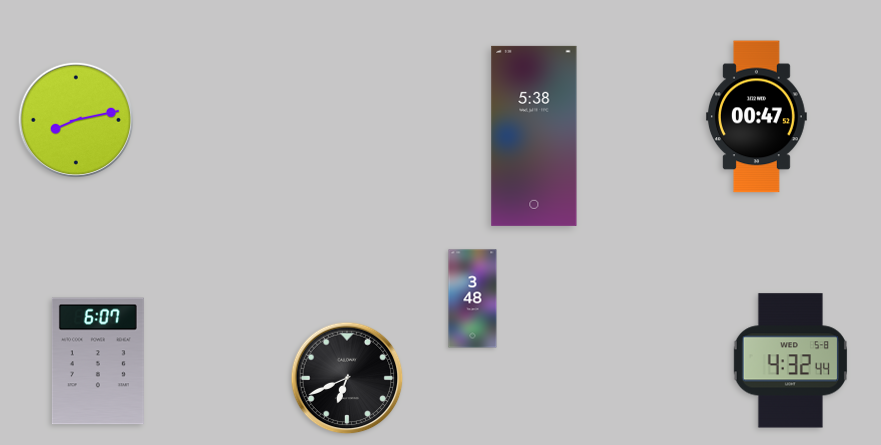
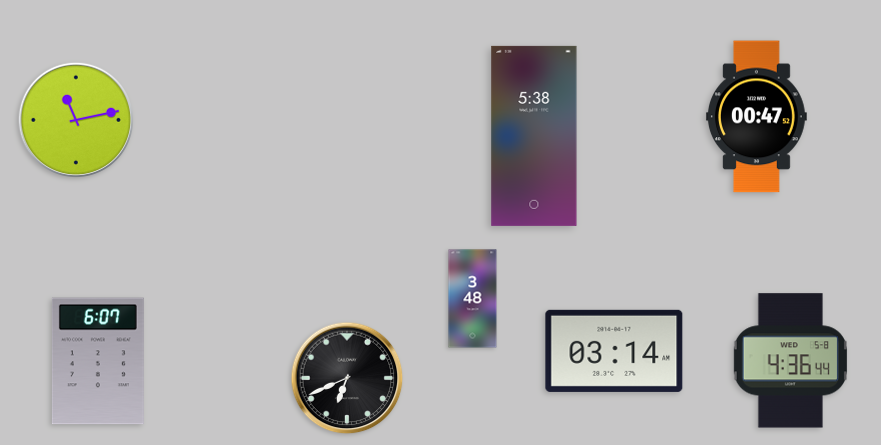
clock at (75, 119): 8:13 -> 11:13
clock at (614, 351): none -> 03:14
clock at (790, 361): 4:32 -> 4:36
